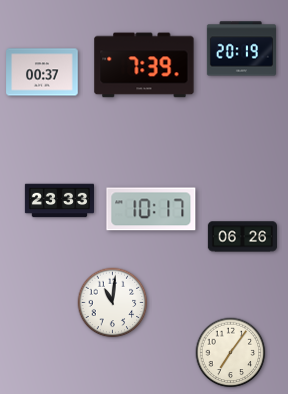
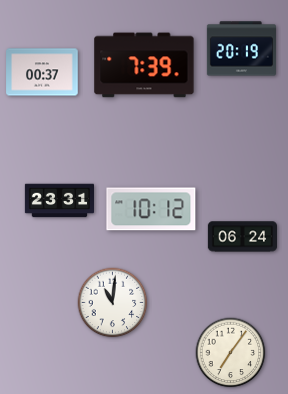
clock at (59, 201): 23:33 -> 23:31
clock at (151, 209): 10:17 -> 10:12
clock at (242, 237): 06:26 -> 06:24
